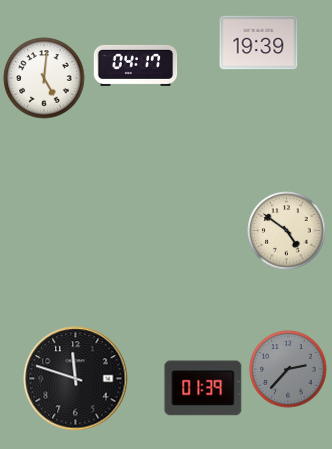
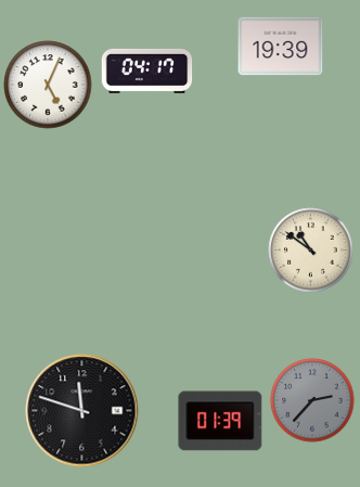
clock at (44, 78): 5:01 -> 5:04
clock at (287, 231): 4:51 -> 10:51
